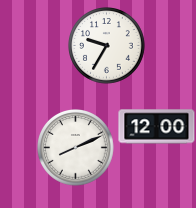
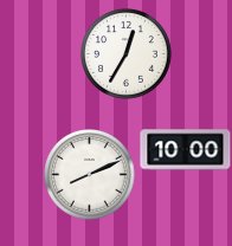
clock at (107, 46): 9:35 -> 12:35
clock at (157, 127): 12:00 -> 10:00
